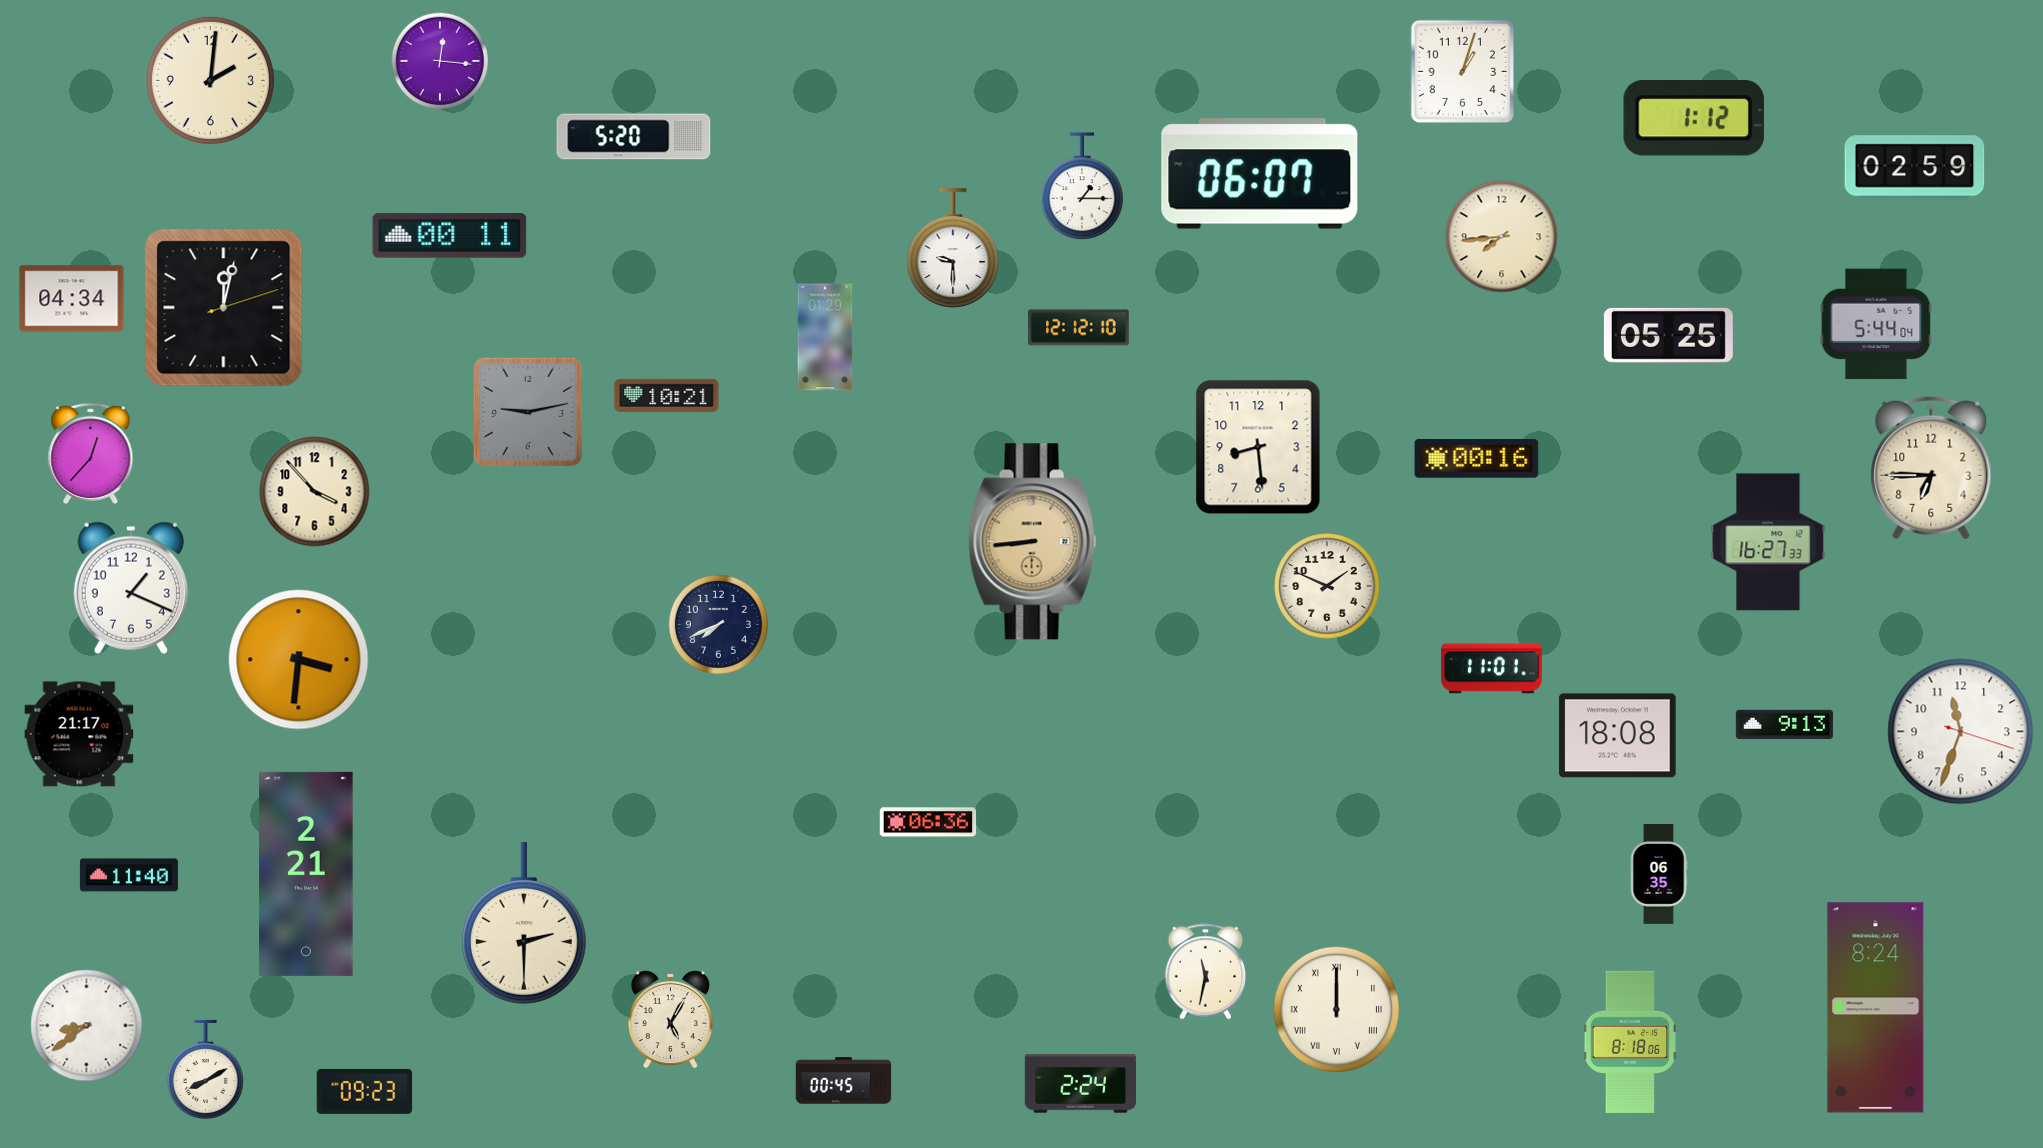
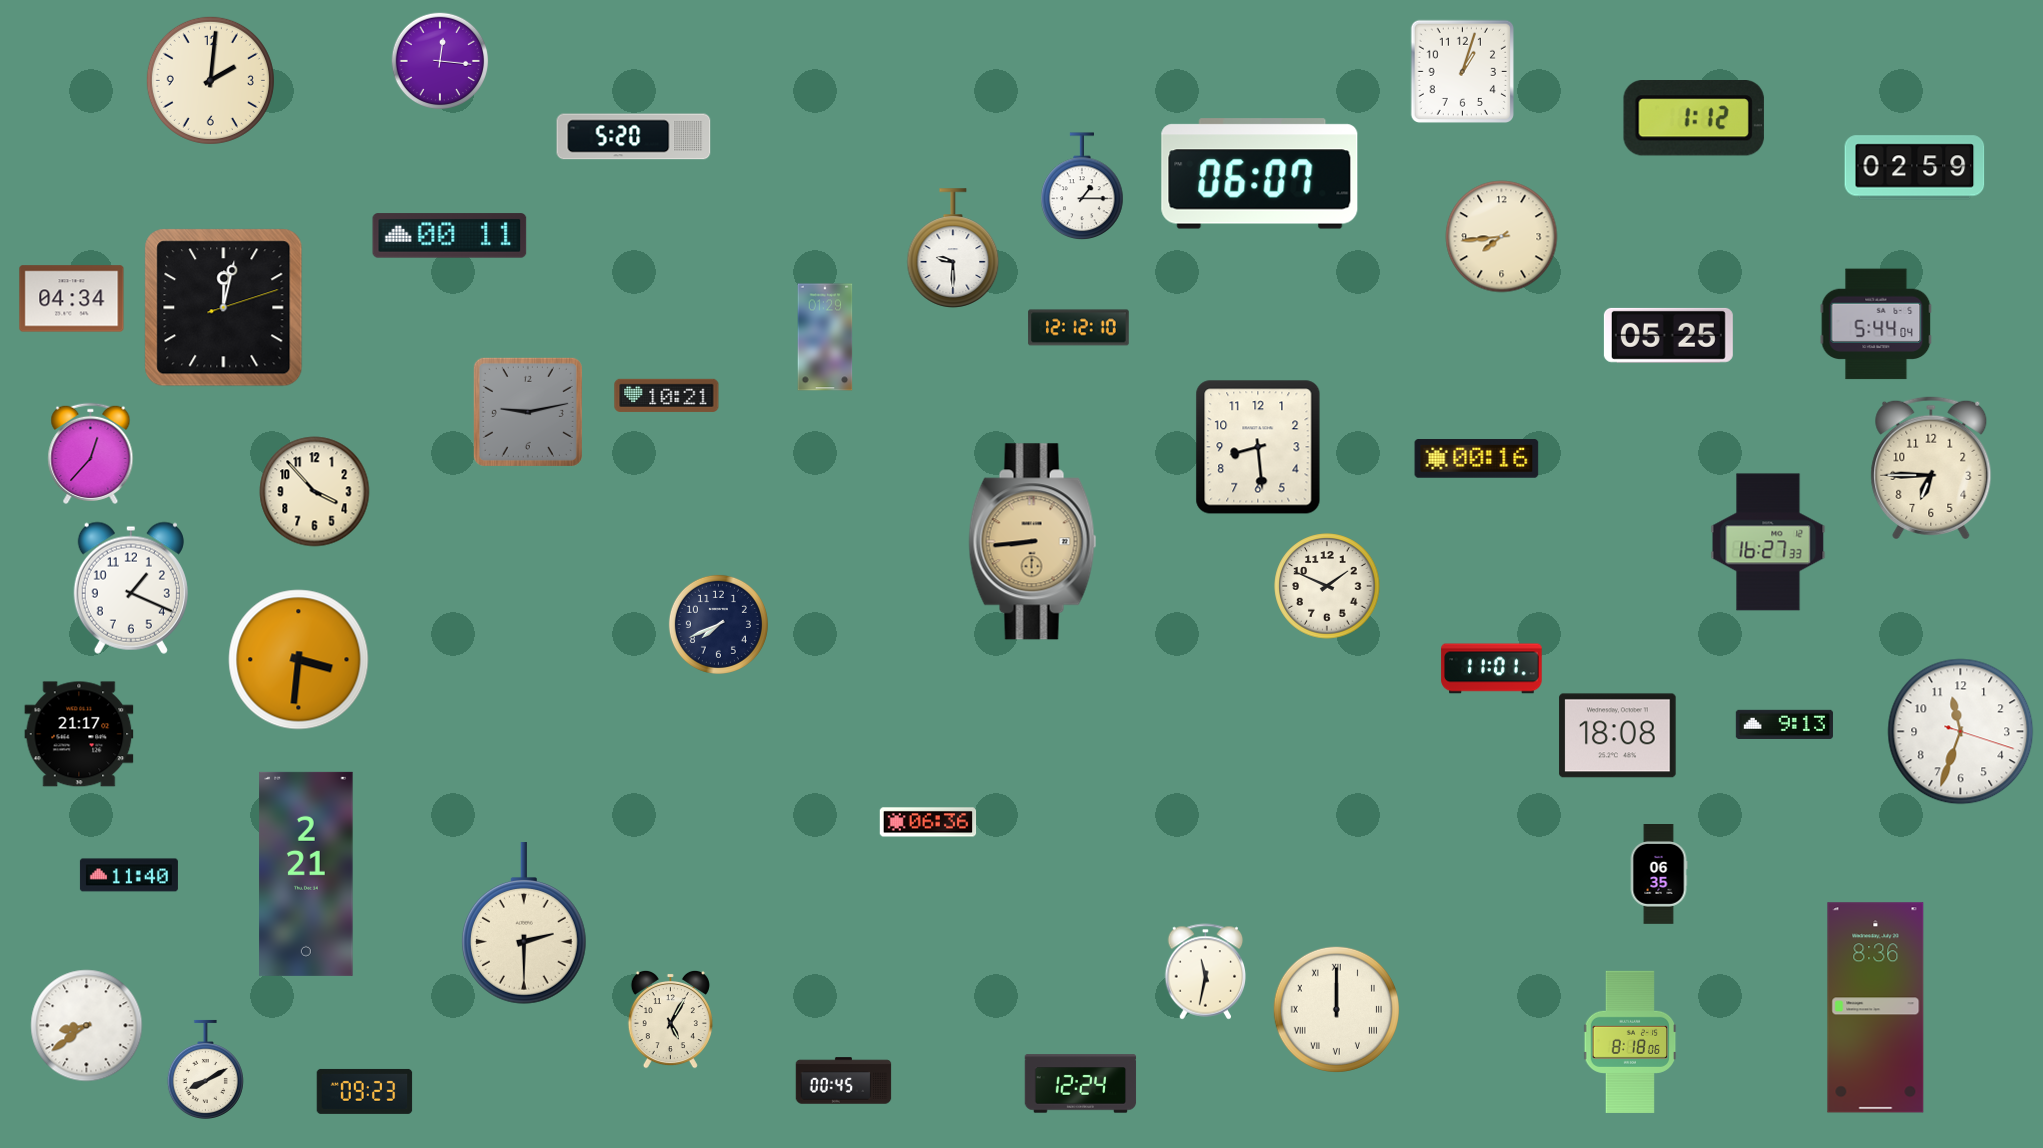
clock at (1876, 1008): 8:24 -> 8:36
clock at (1081, 1084): 2:24 -> 12:24
